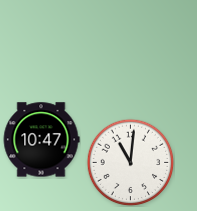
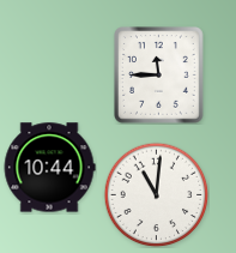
clock at (159, 76): none -> 11:45
clock at (41, 140): 10:47 -> 10:44
